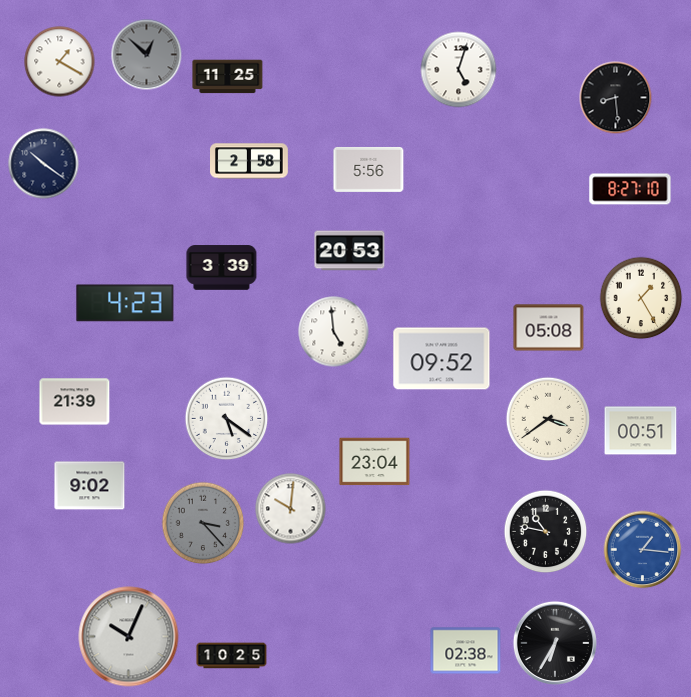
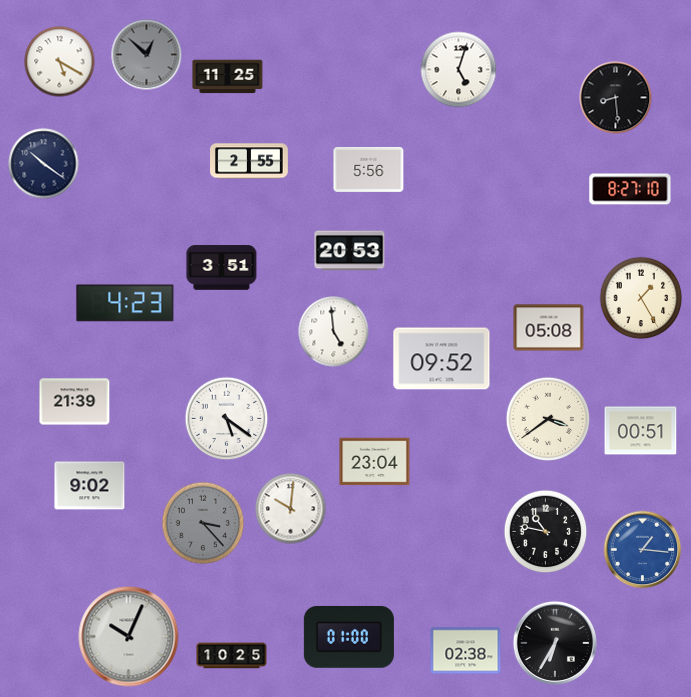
clock at (60, 62): 1:20 -> 5:20
clock at (250, 161): 2:58 -> 2:55
clock at (222, 268): 3:39 -> 3:51
clock at (349, 637): none -> 01:00
